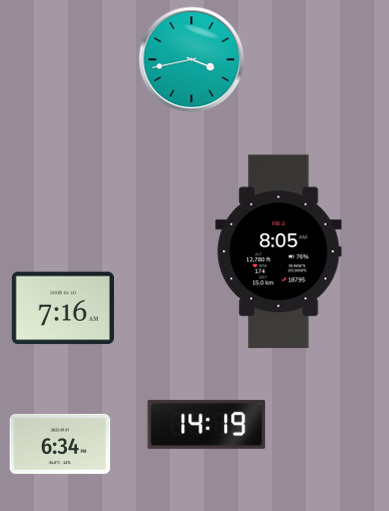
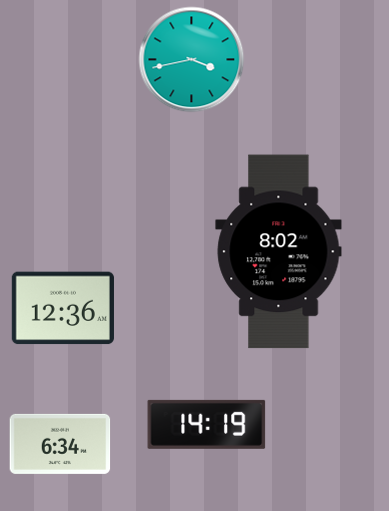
clock at (279, 252): 8:05 -> 8:02
clock at (63, 308): 7:16 -> 12:36
